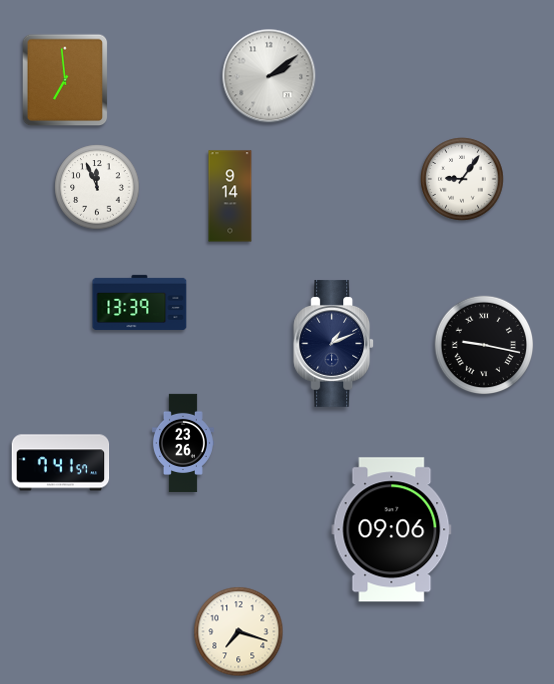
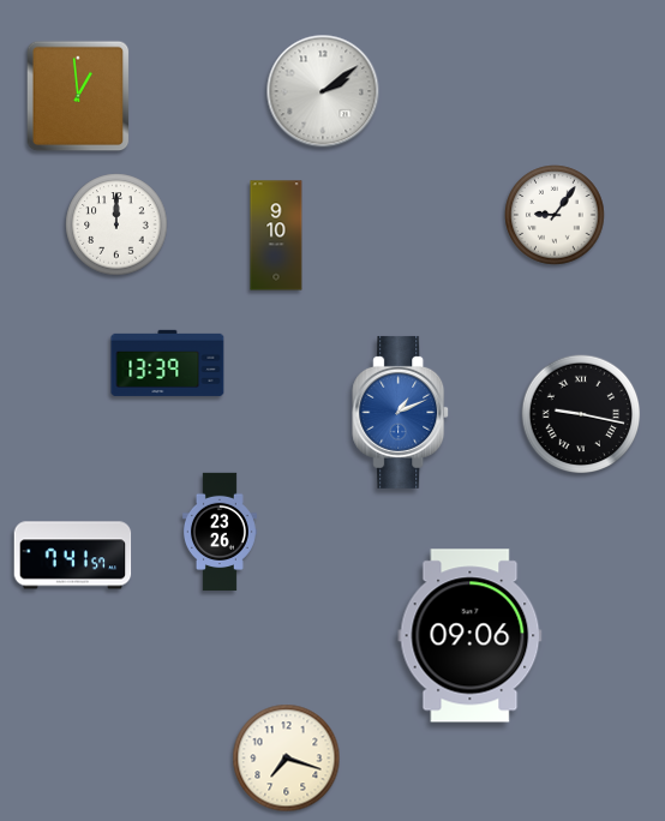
clock at (65, 80): 6:59 -> 12:59
clock at (97, 187): 11:56 -> 12:00
clock at (230, 196): 9:14 -> 9:10
clock at (334, 343) dial: navy -> blue
